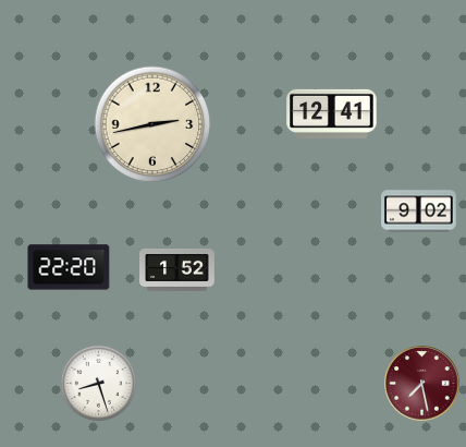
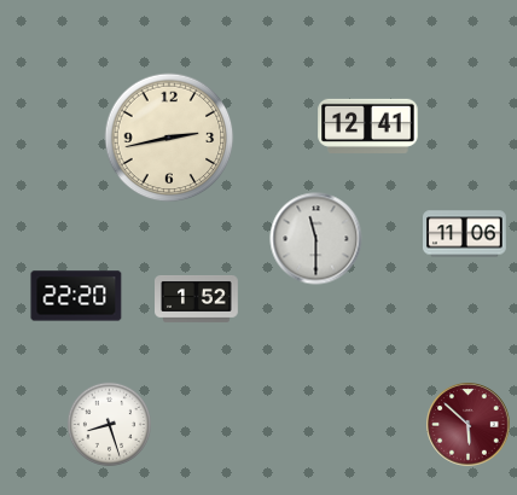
clock at (419, 212): 9:02 -> 11:06
clock at (316, 239): none -> 11:30
clock at (422, 384): 7:28 -> 5:52
